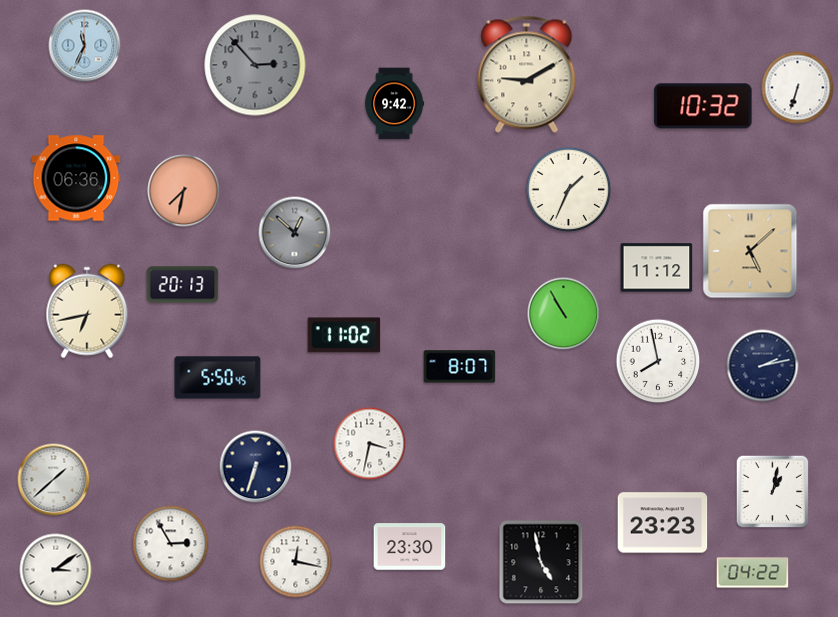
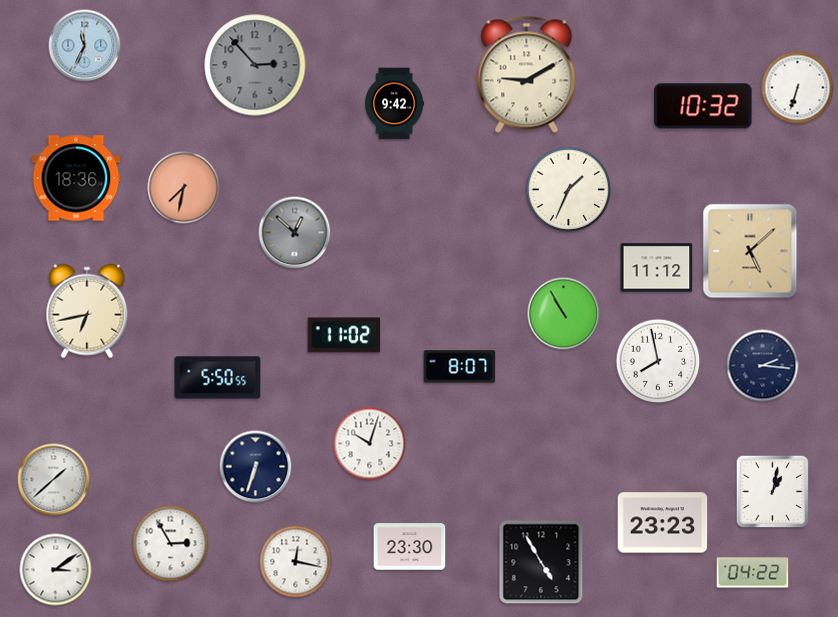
clock at (76, 178): 06:36 -> 18:36
clock at (184, 191) position: (184, 191) -> (184, 188)
clock at (183, 285): 20:13 -> none
clock at (763, 366): 2:13 -> 2:16
clock at (218, 378): 5:50:45 -> 5:50:55
clock at (370, 444): 3:32 -> 10:03
clock at (541, 562): 4:58 -> 4:55
